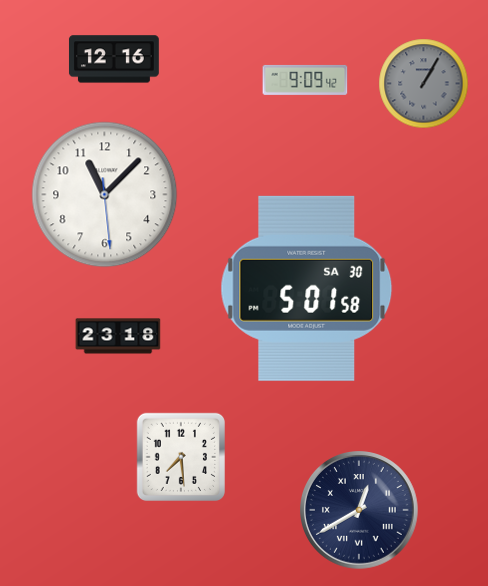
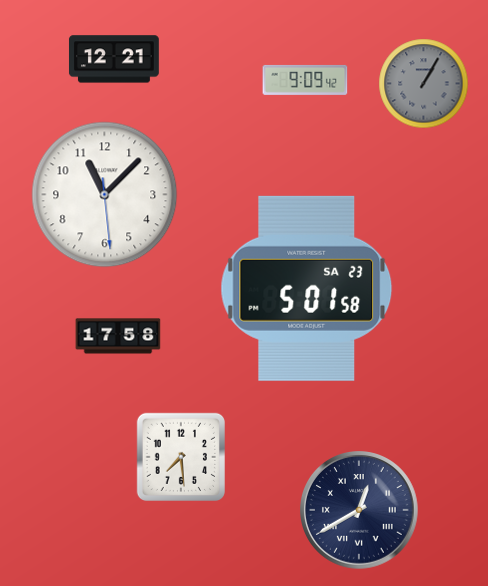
clock at (114, 59): 12:16 -> 12:21
clock at (307, 288) date: SA 30 -> SA 23
clock at (118, 336): 23:18 -> 17:58
